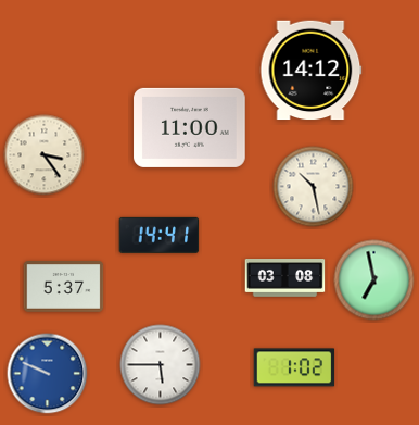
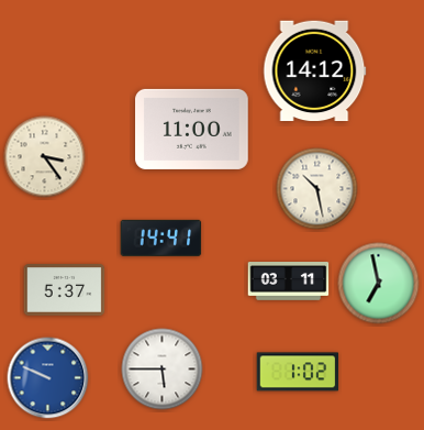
clock at (285, 278): 03:08 -> 03:11
